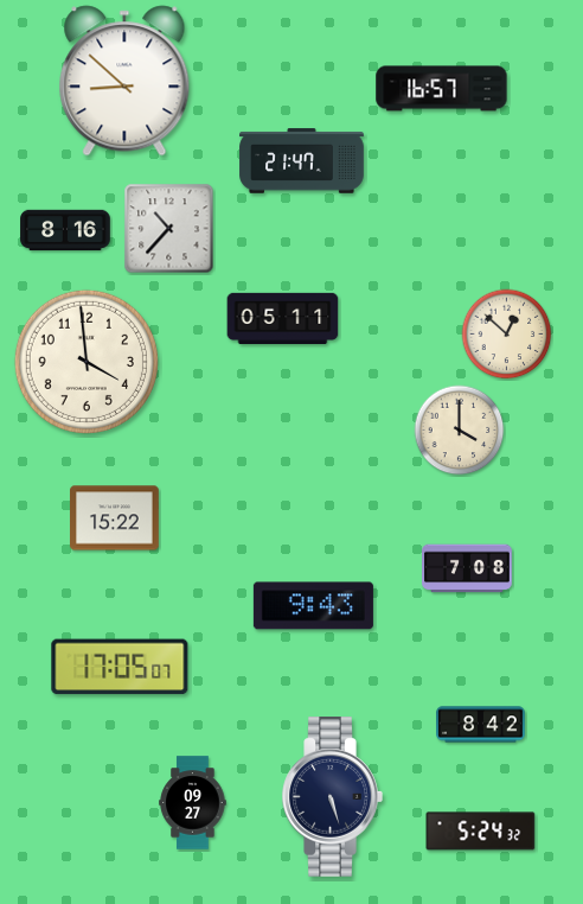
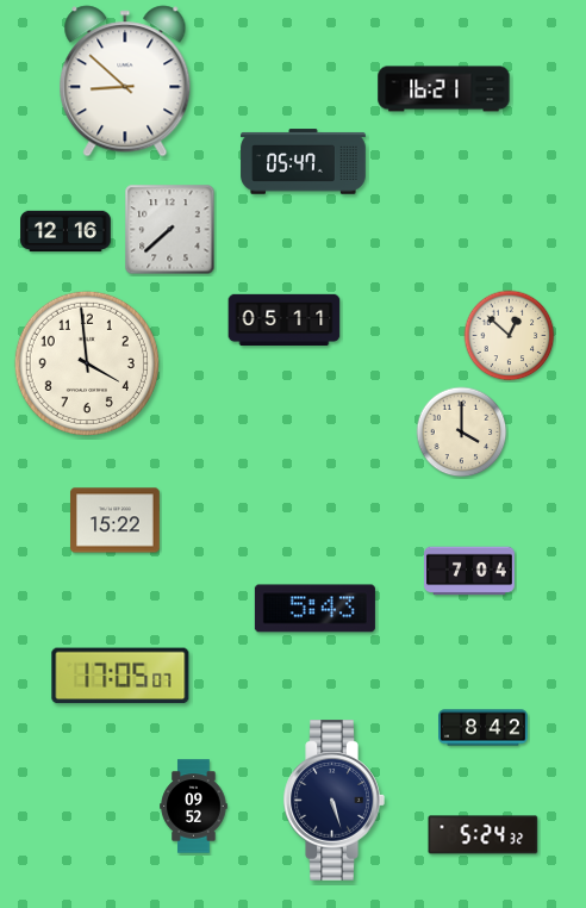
clock at (442, 89): 16:57 -> 16:21
clock at (302, 161): 21:47 -> 05:47
clock at (169, 229): 10:37 -> 7:38
clock at (65, 230): 8:16 -> 12:16
clock at (467, 568): 7:08 -> 7:04
clock at (313, 606): 9:43 -> 5:43
clock at (120, 667) position: (120, 667) -> (120, 676)
clock at (193, 803): 09:27 -> 09:52
